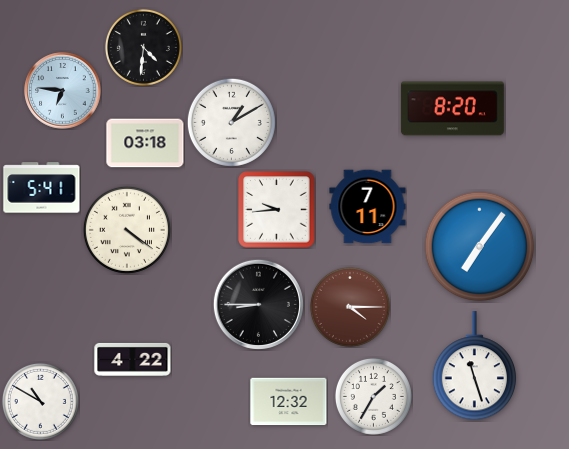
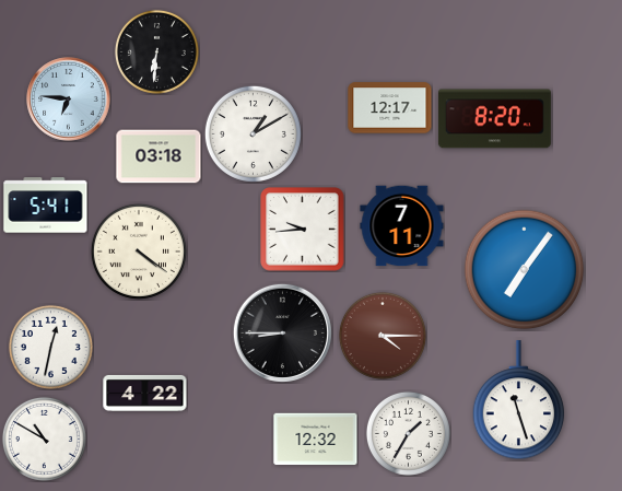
clock at (143, 47): 4:31 -> 6:31
clock at (390, 108): none -> 12:17
clock at (50, 347): none -> 12:32
